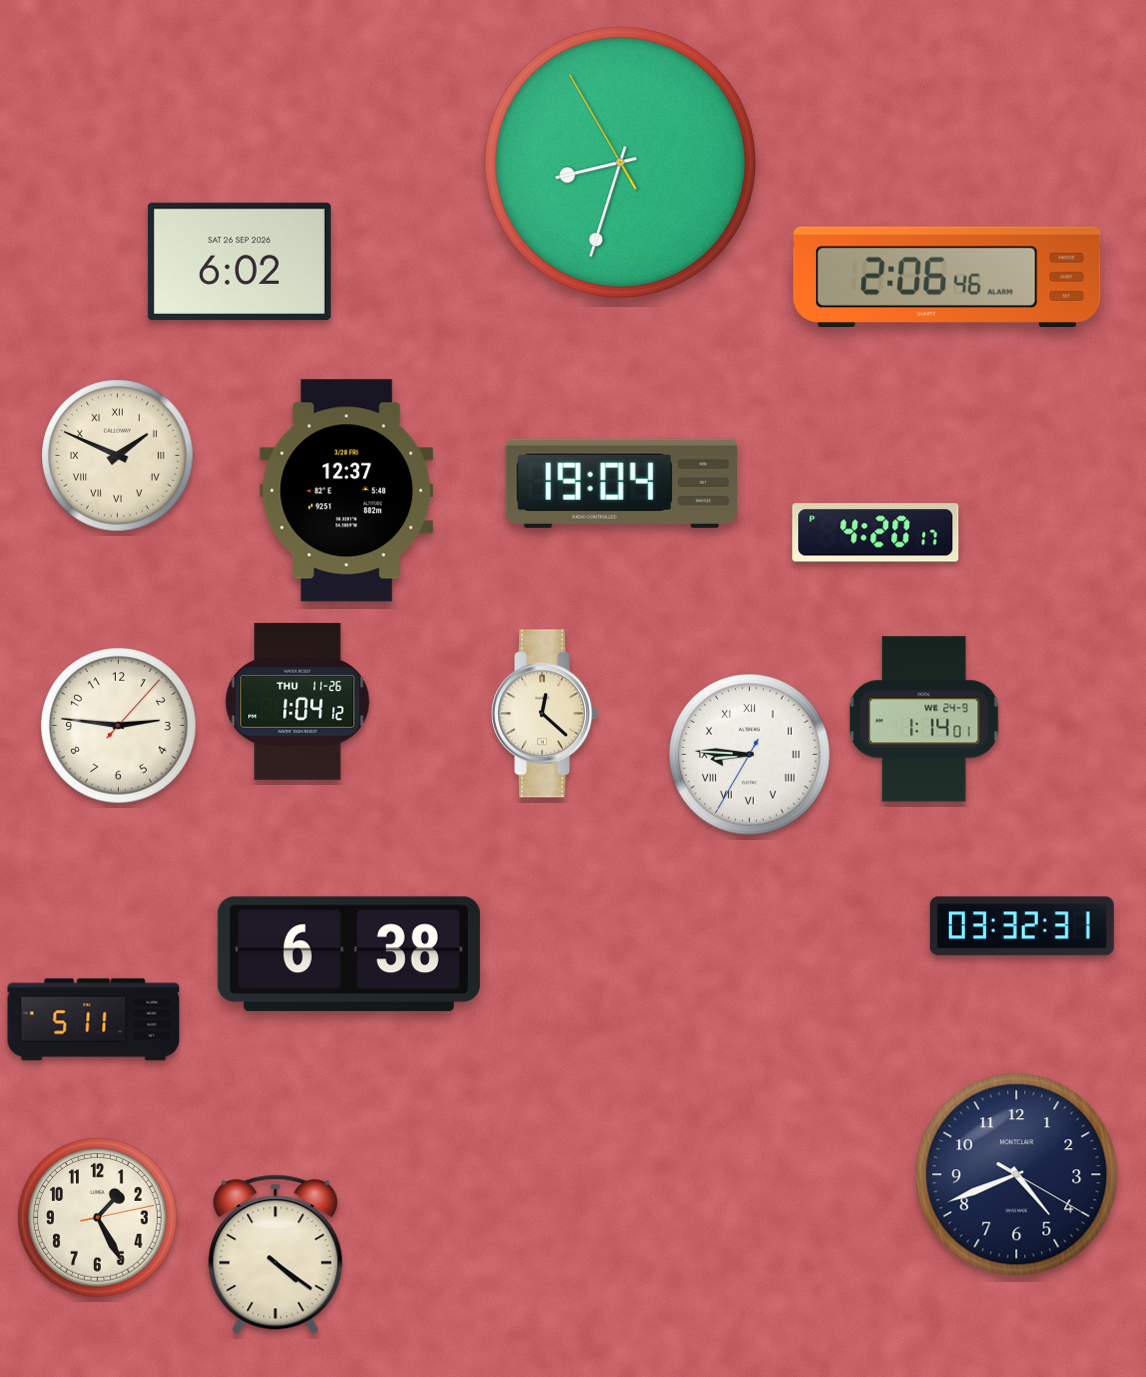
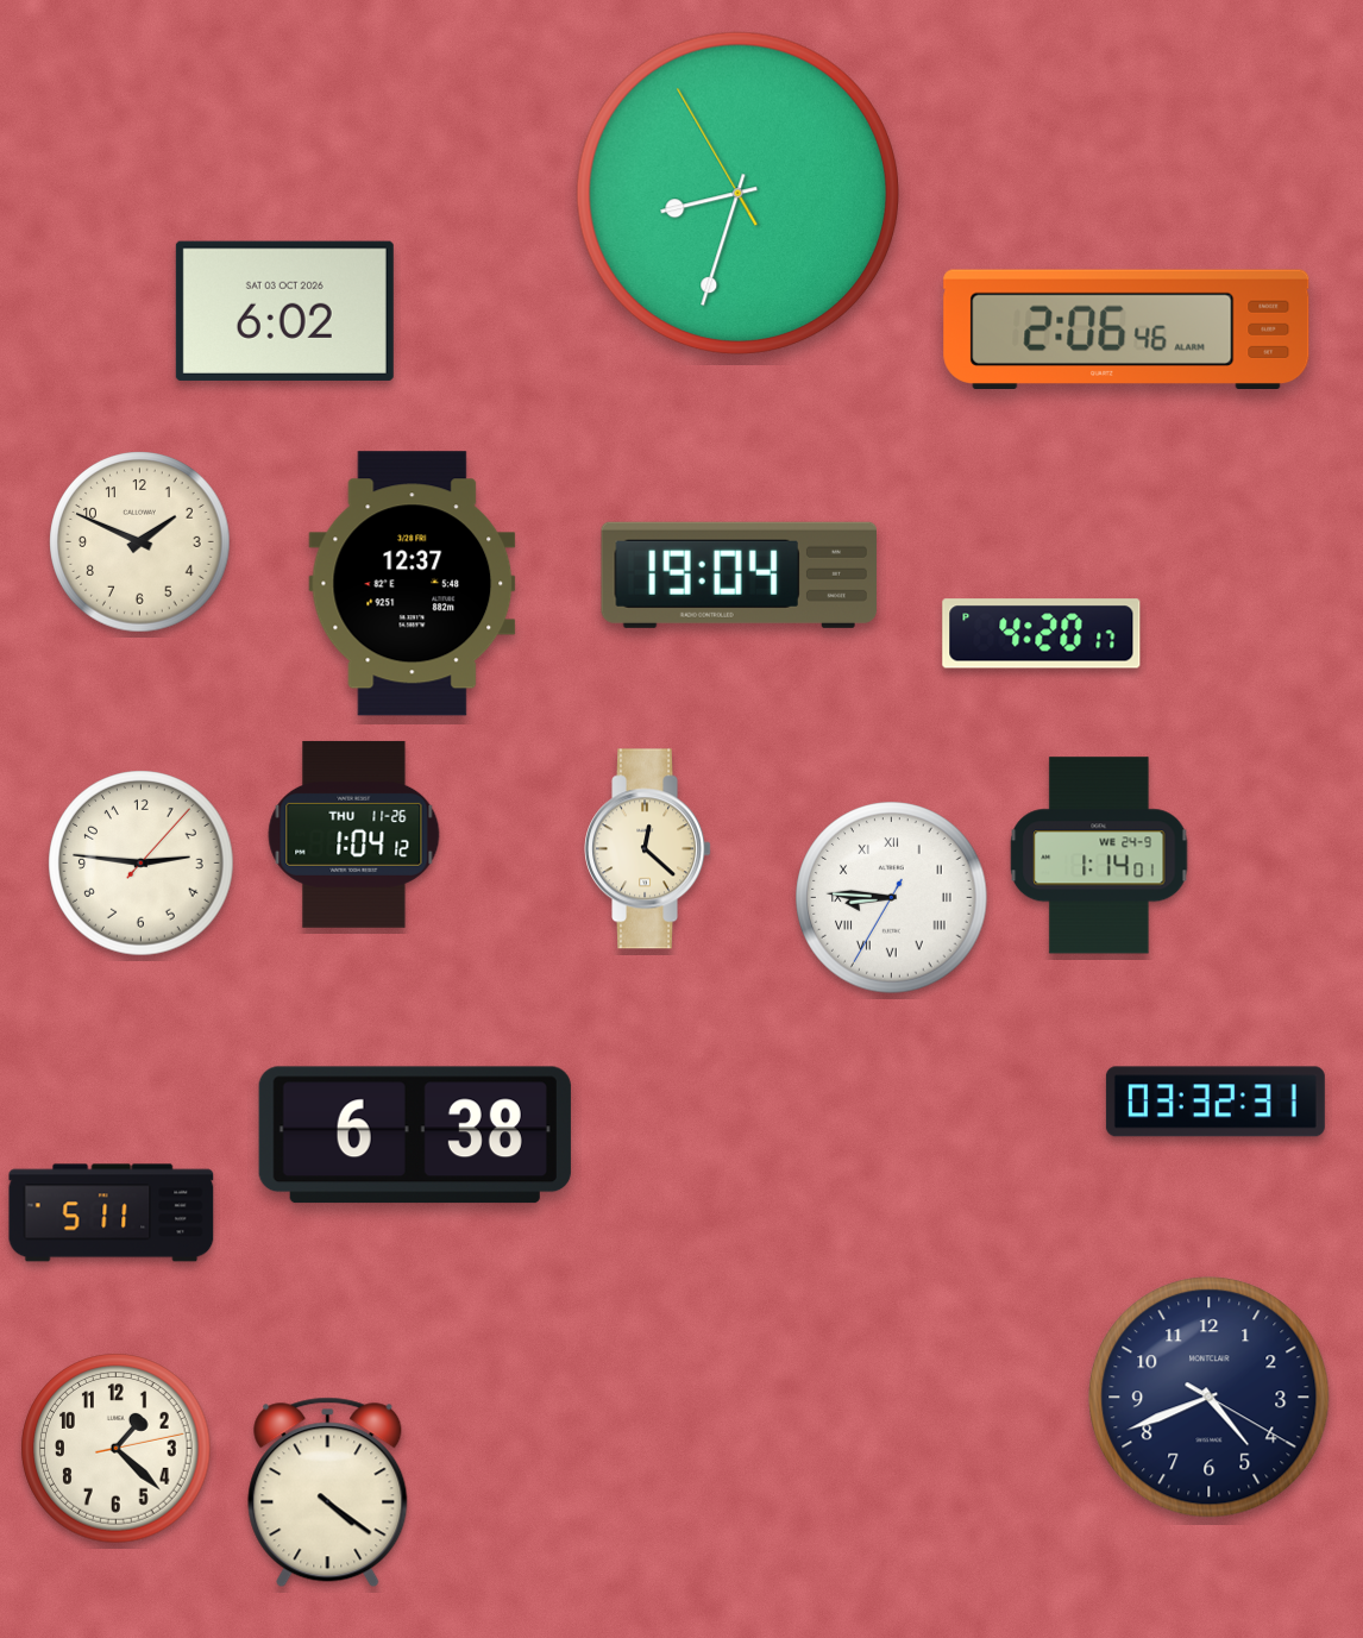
clock at (239, 261) date: SAT 26 SEP 2026 -> SAT 03 OCT 2026
clock at (118, 456) numerals: Roman -> Arabic
clock at (98, 1218): 1:25 -> 1:22
